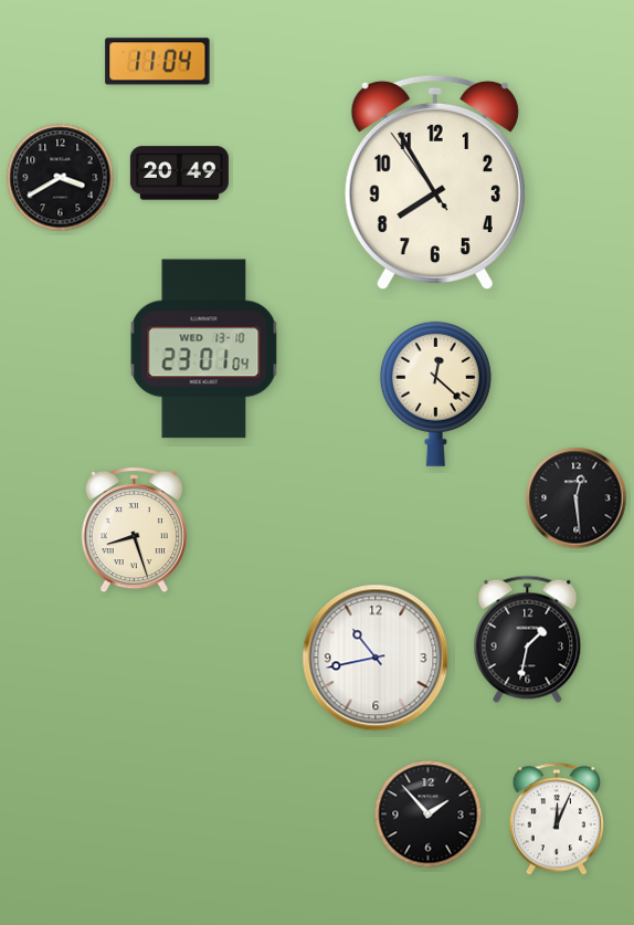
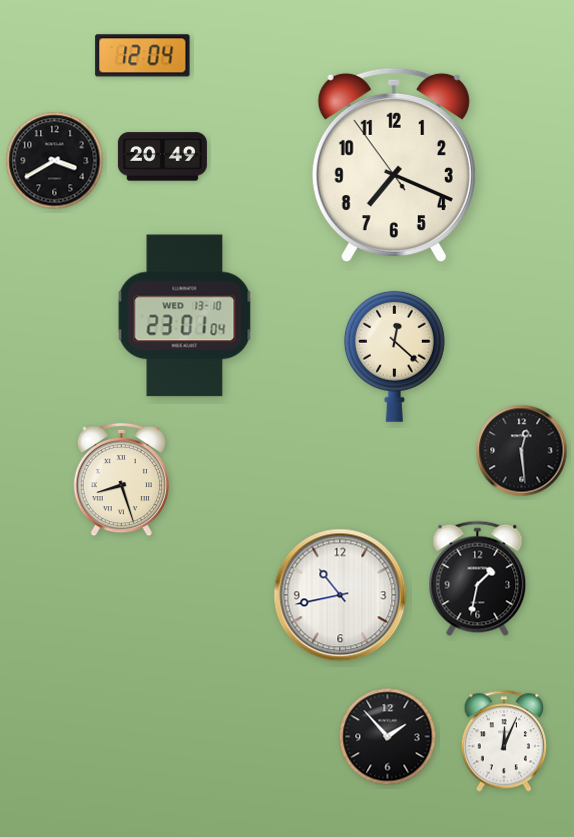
clock at (158, 62): 11:04 -> 12:04
clock at (435, 182): 7:54 -> 7:18
